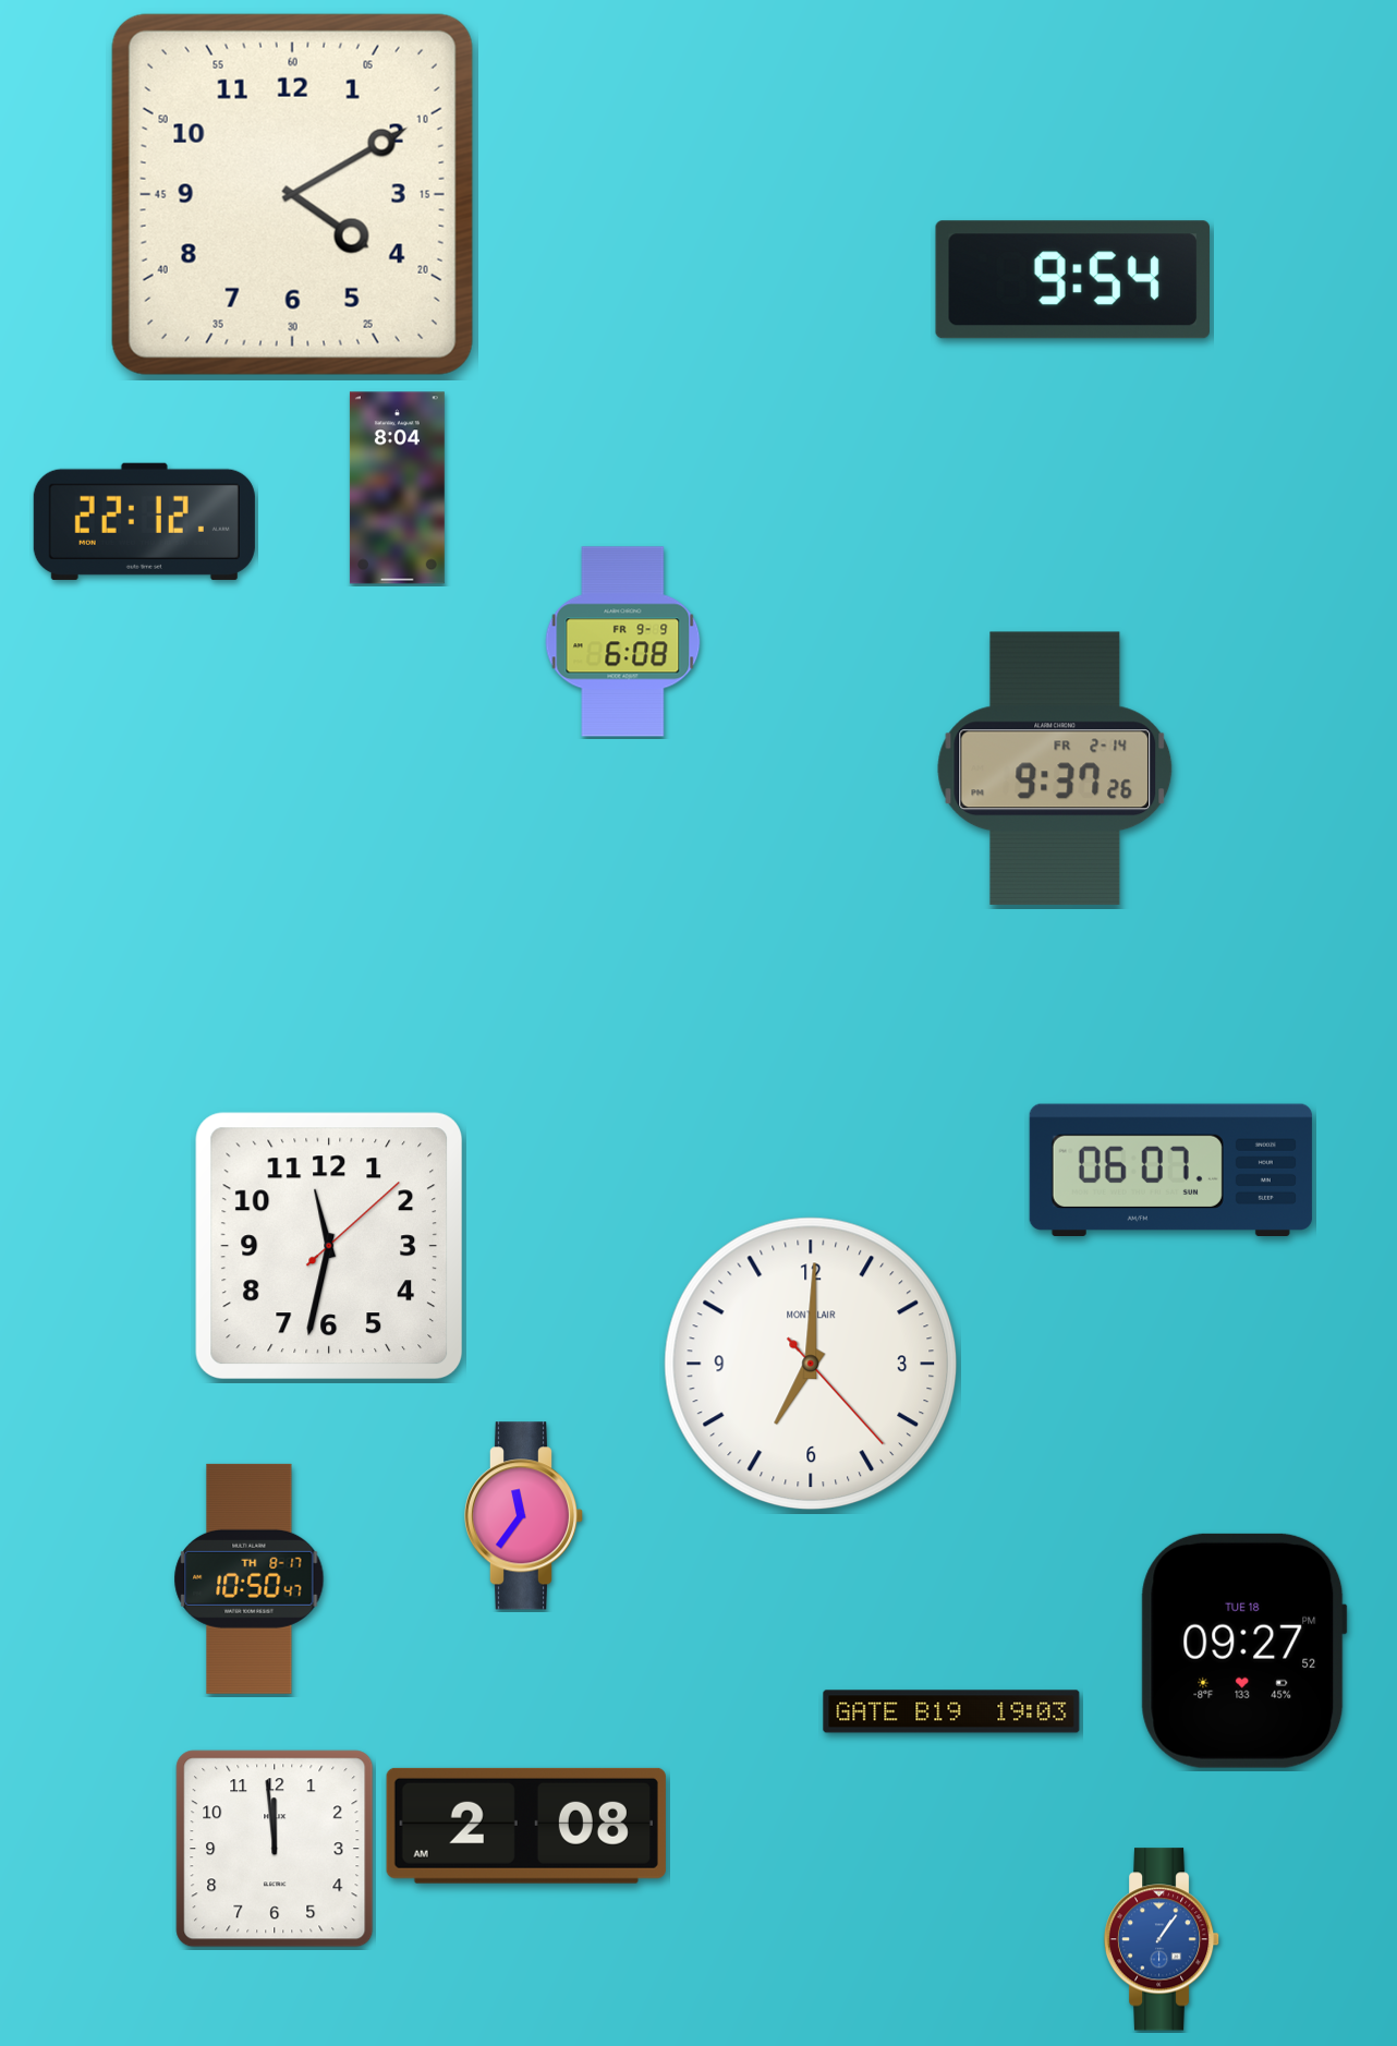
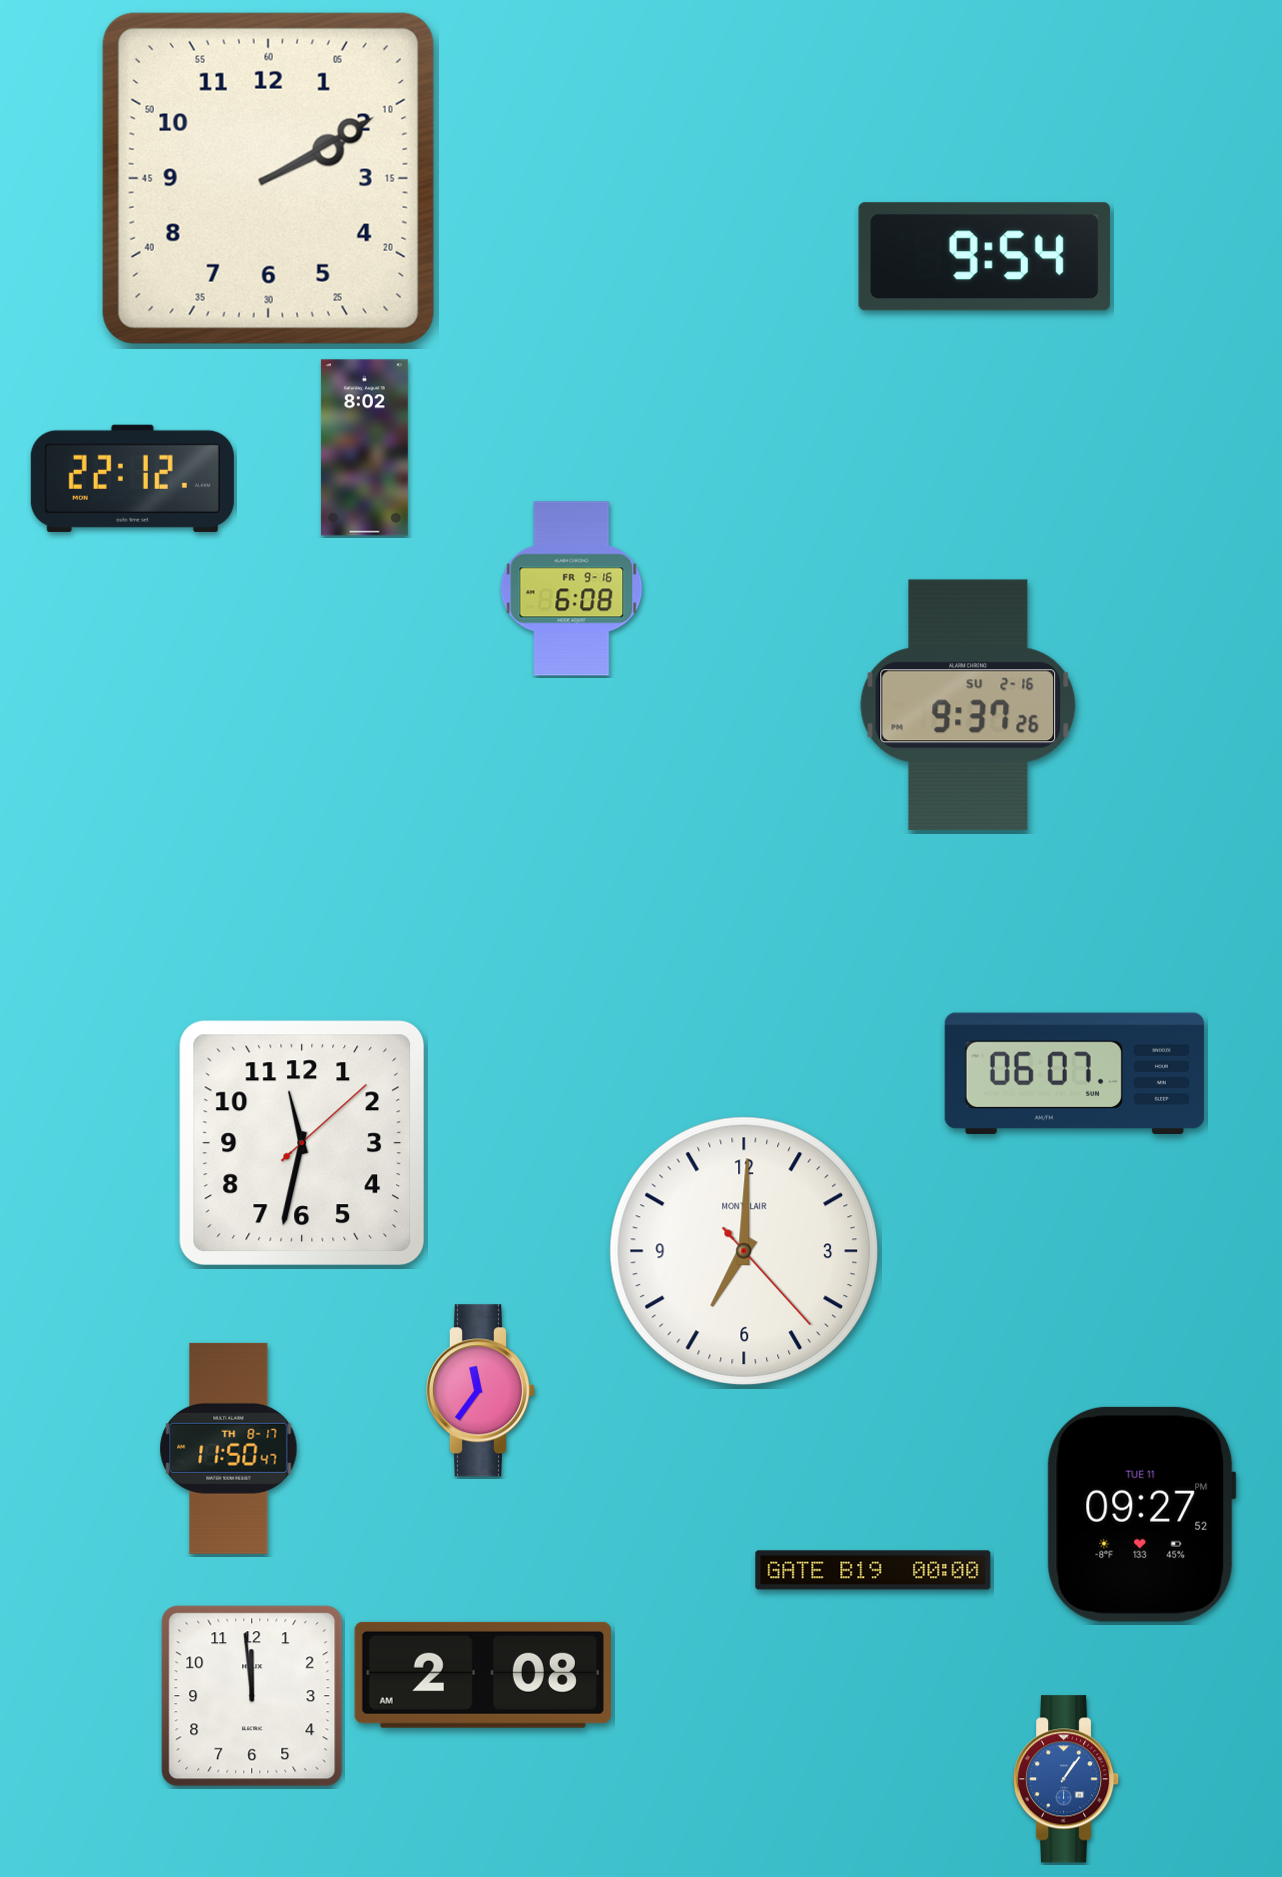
clock at (292, 194): 4:10 -> 2:10
clock at (397, 488): 8:04 -> 8:02
clock at (623, 642) date: FR 9-9 -> FR 9-16
clock at (1055, 767) date: FR 2-14 -> SU 2-16
clock at (250, 1578): 10:50 -> 11:50
clock at (1243, 1650) date: TUE 18 -> TUE 11
clock at (951, 1711): 19:03 -> 00:00
